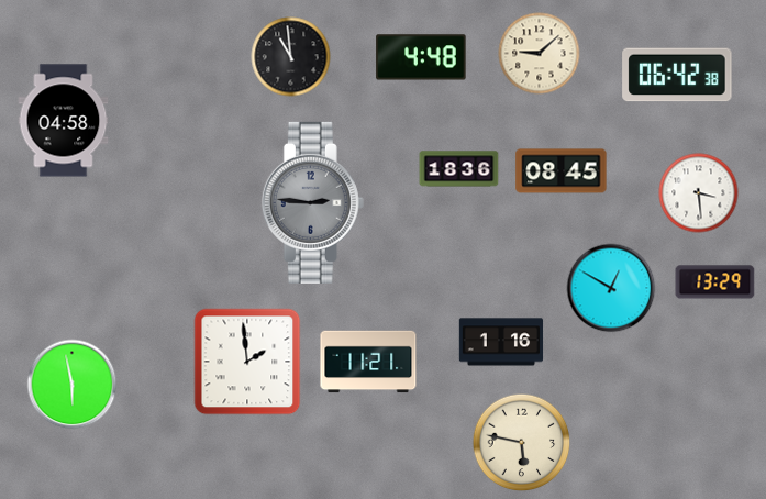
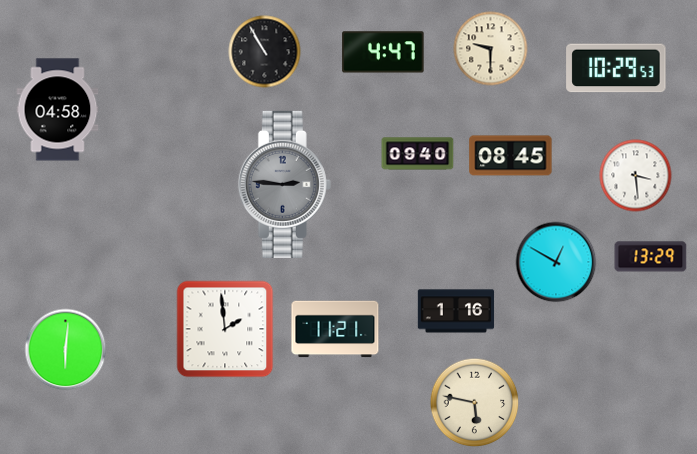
clock at (540, 54): 9:08 -> 9:30
clock at (291, 57): 10:59 -> 10:55
clock at (421, 57): 4:48 -> 4:47
clock at (677, 75): 06:42 -> 10:29
clock at (459, 169): 18:36 -> 09:40
clock at (73, 385): 5:58 -> 6:01
